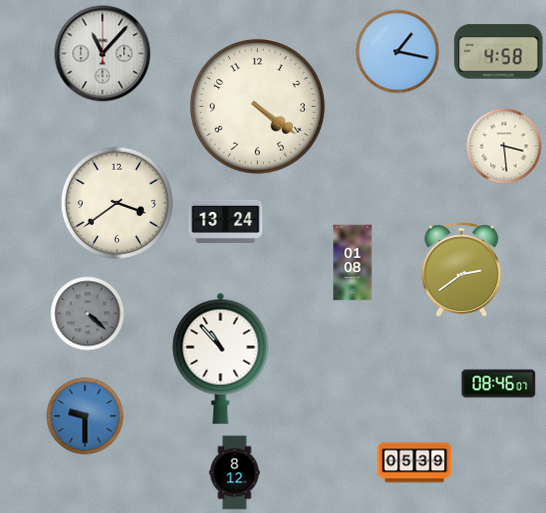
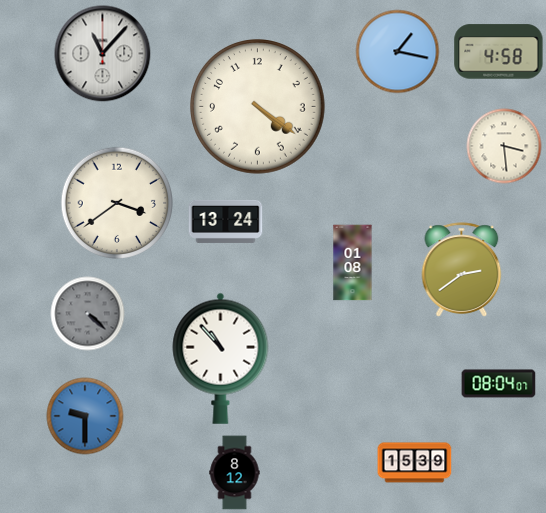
clock at (499, 384): 08:46 -> 08:04
clock at (415, 463): 05:39 -> 15:39
